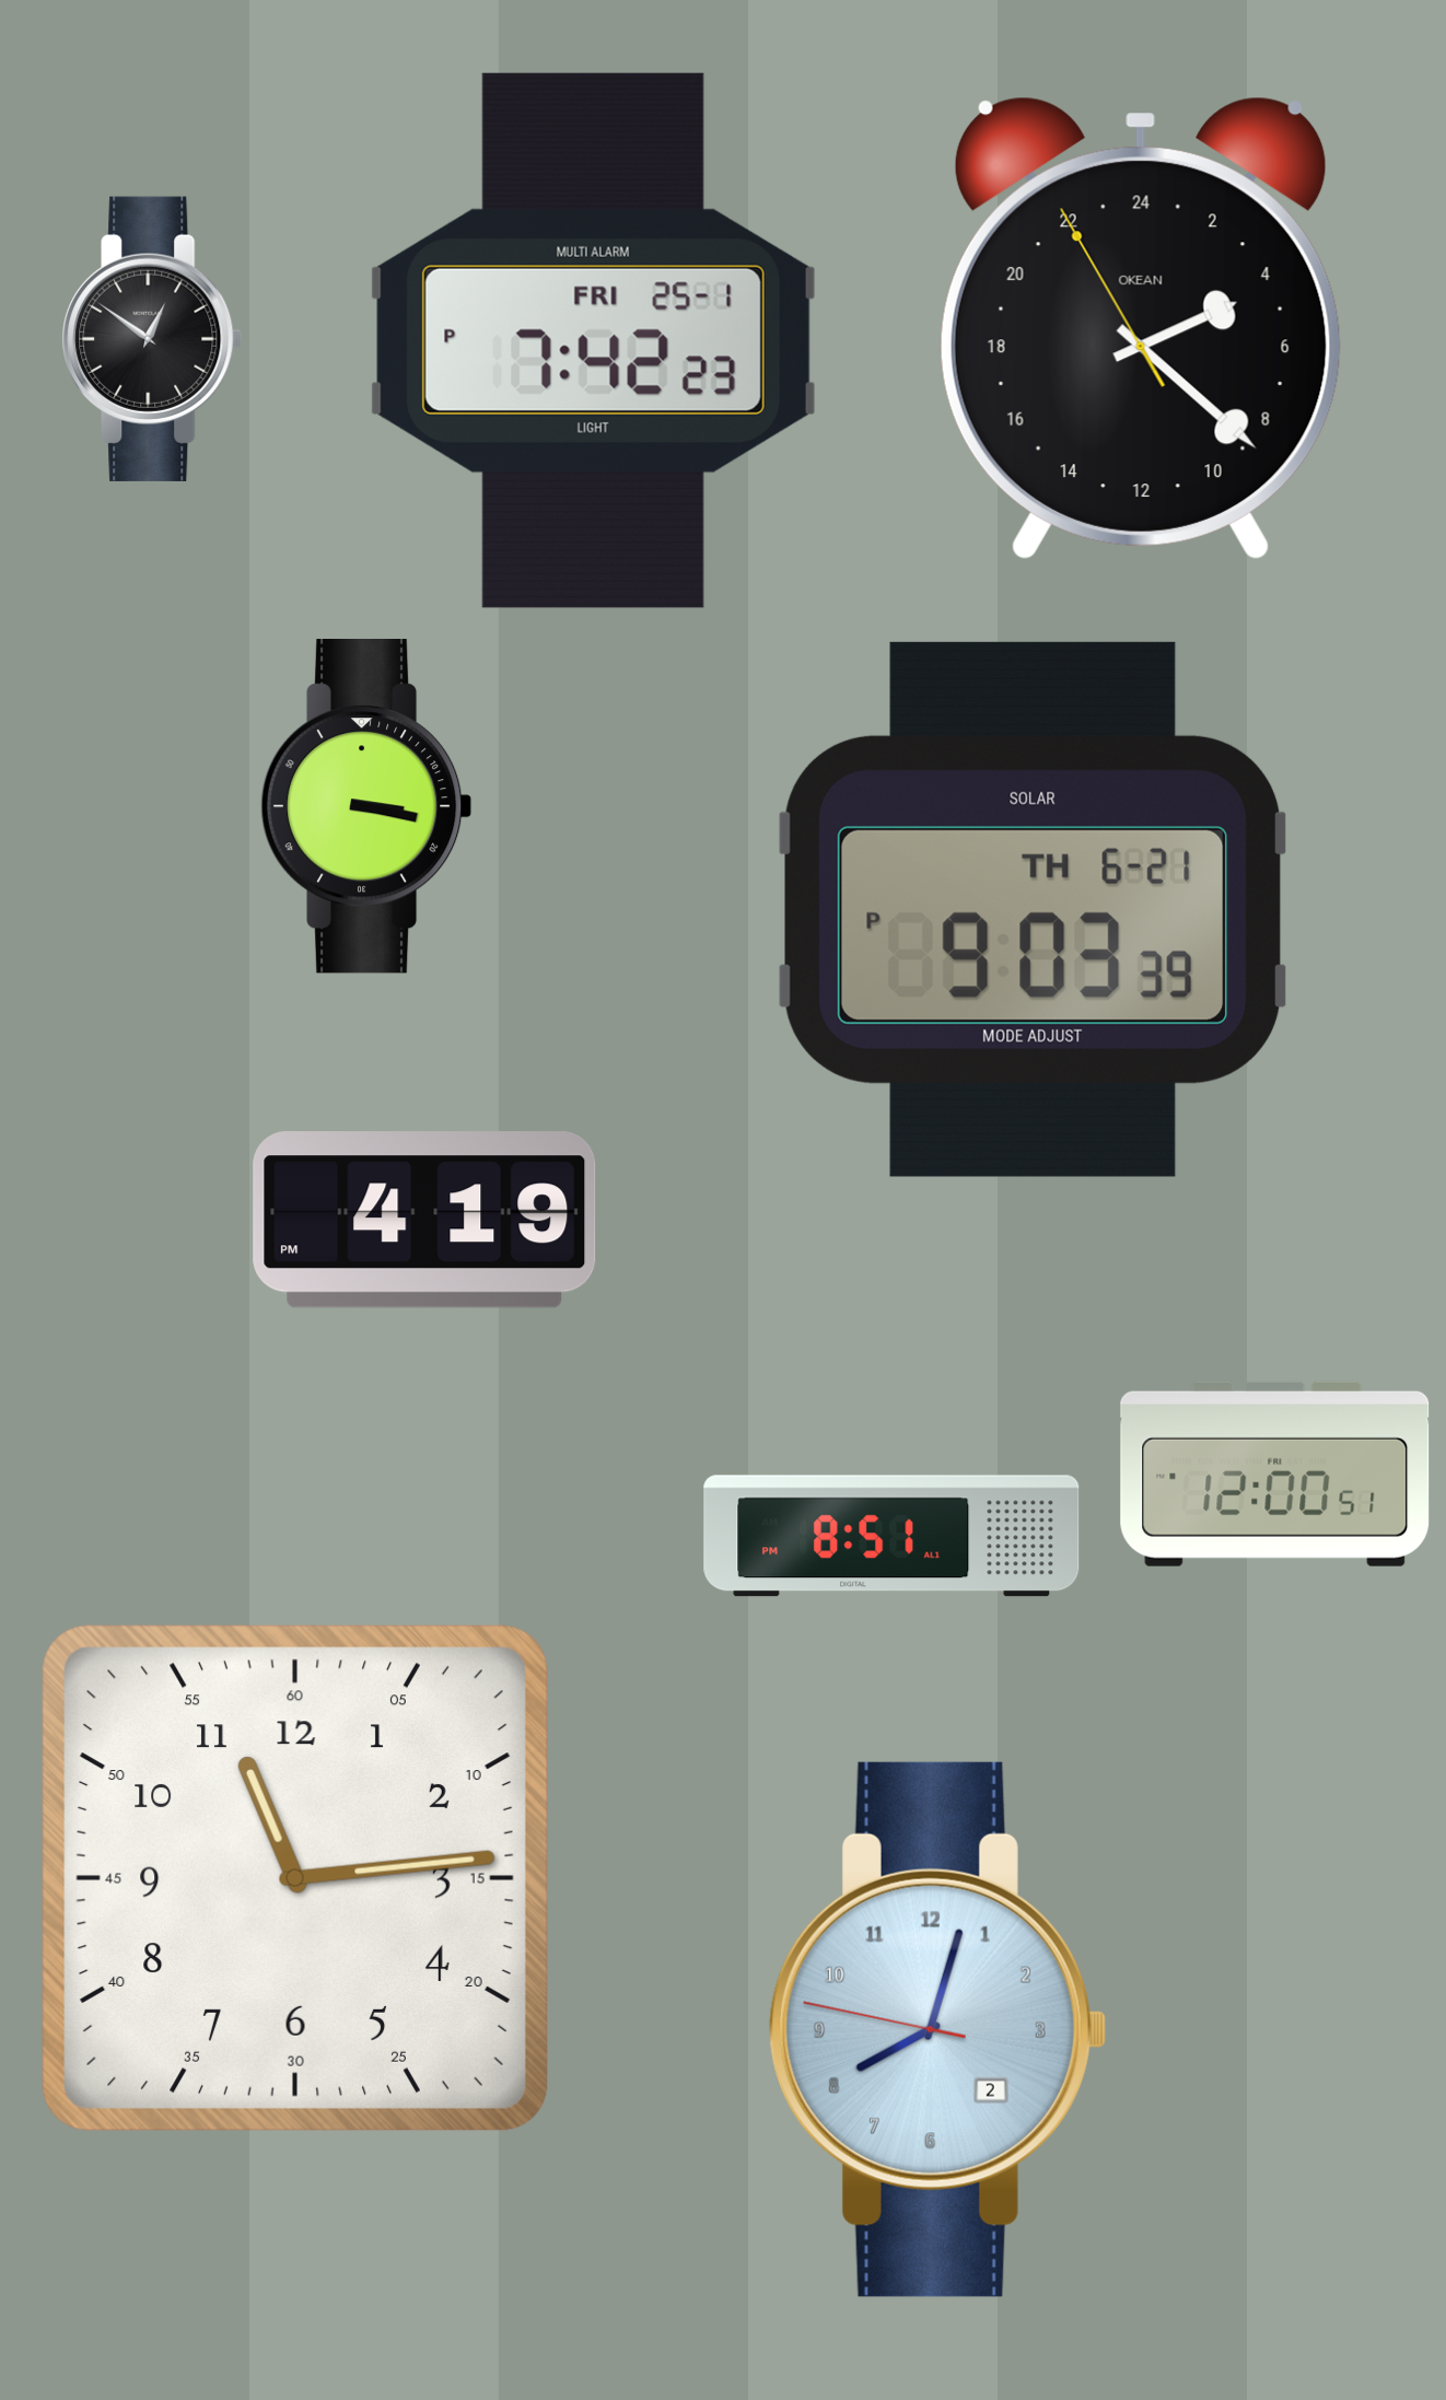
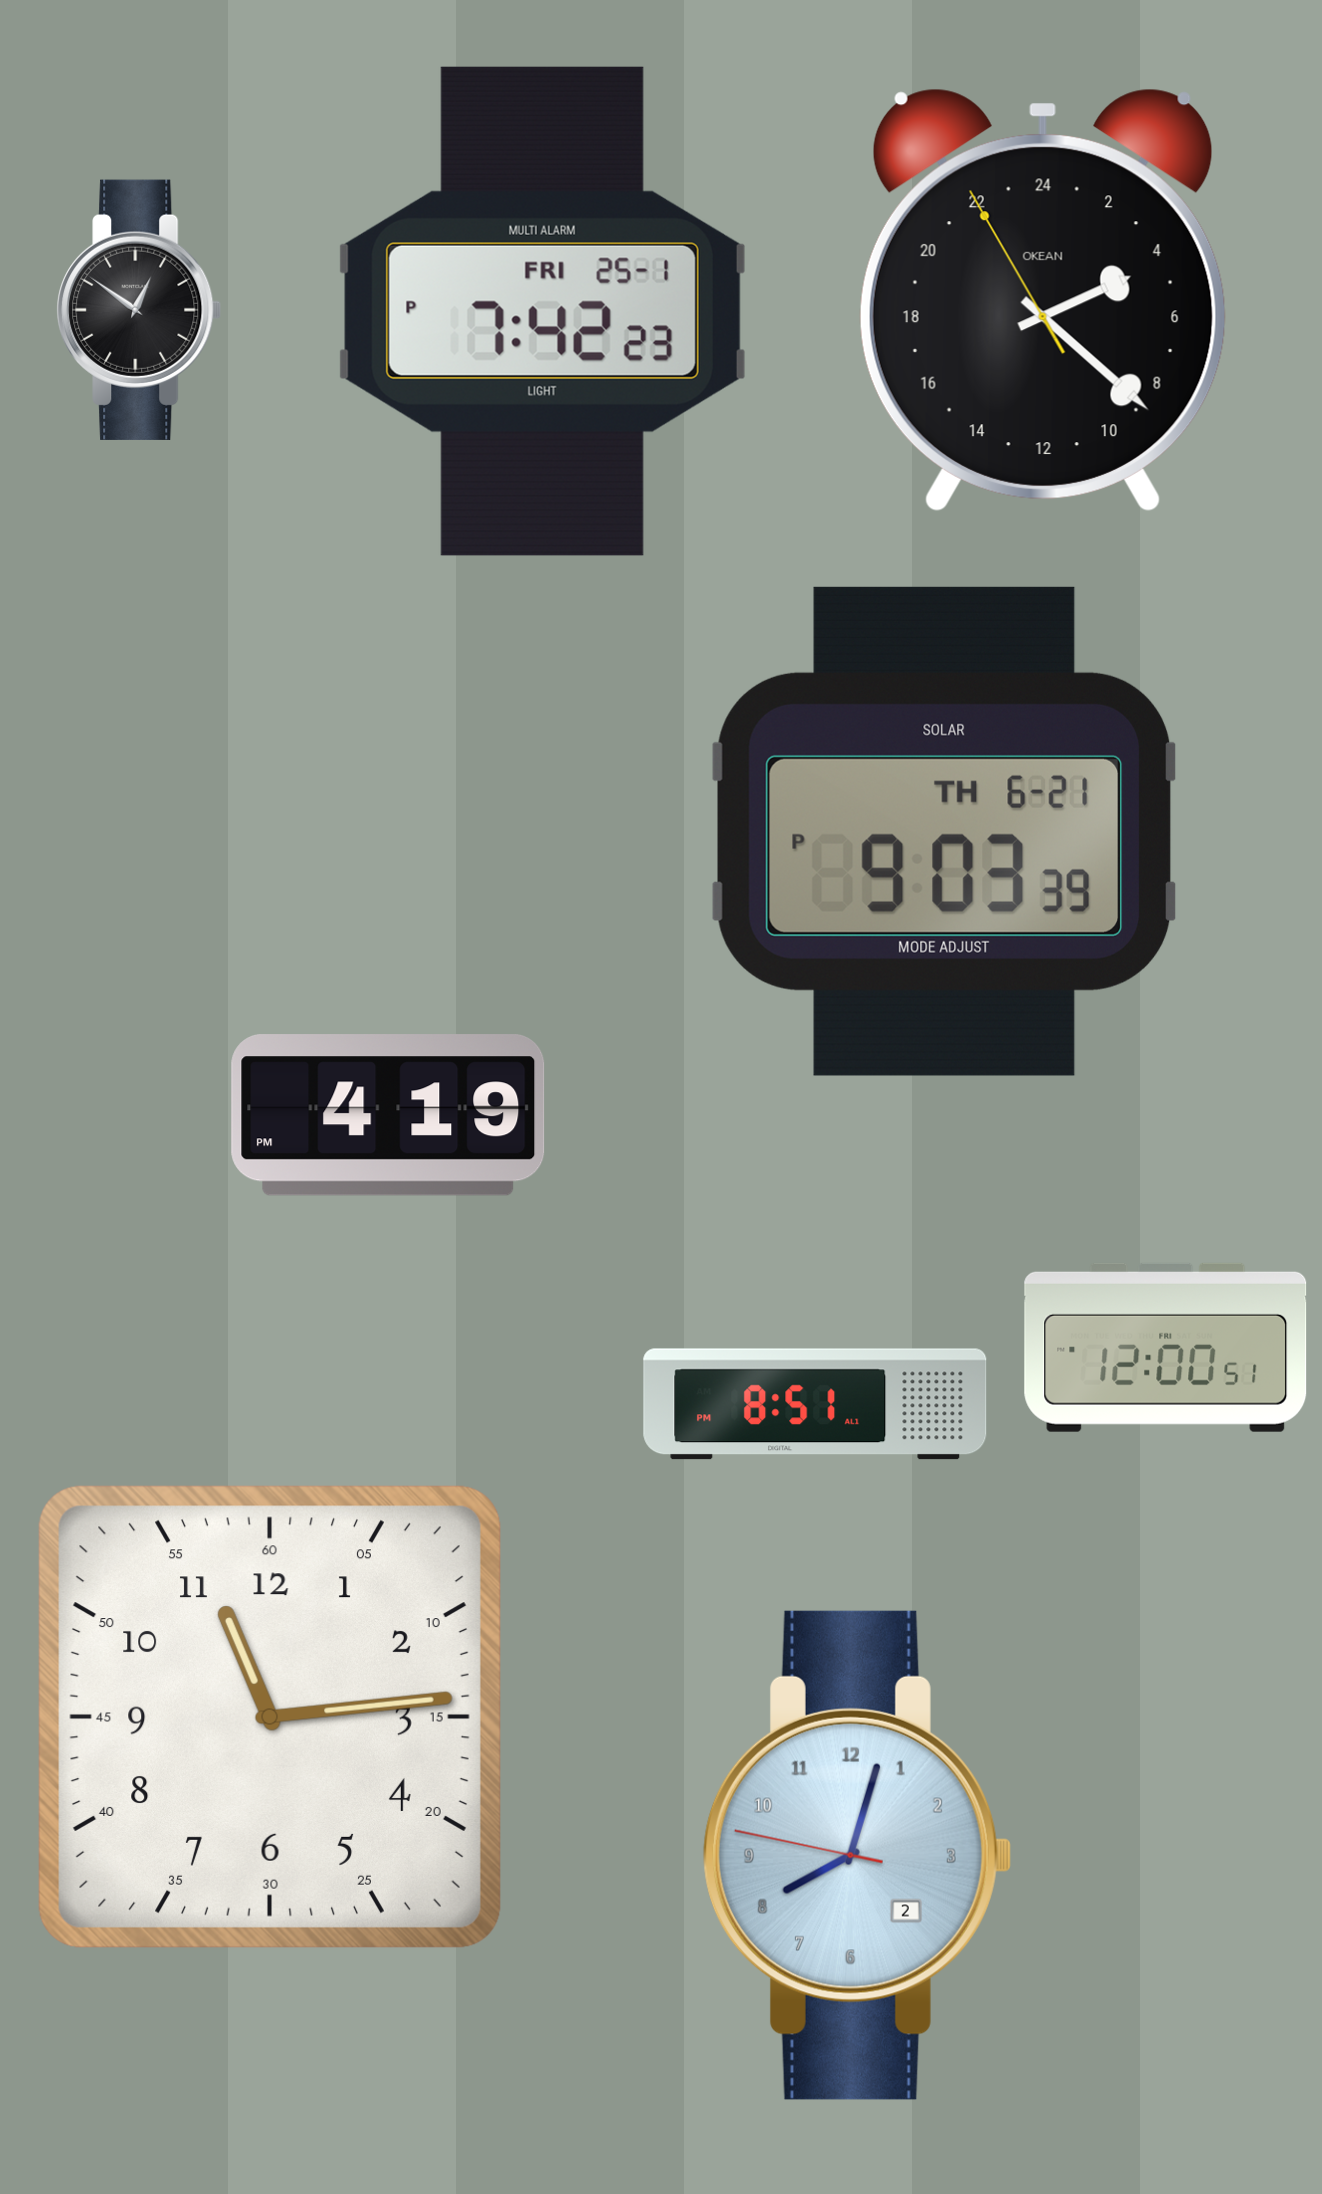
clock at (366, 807): 3:17 -> none
